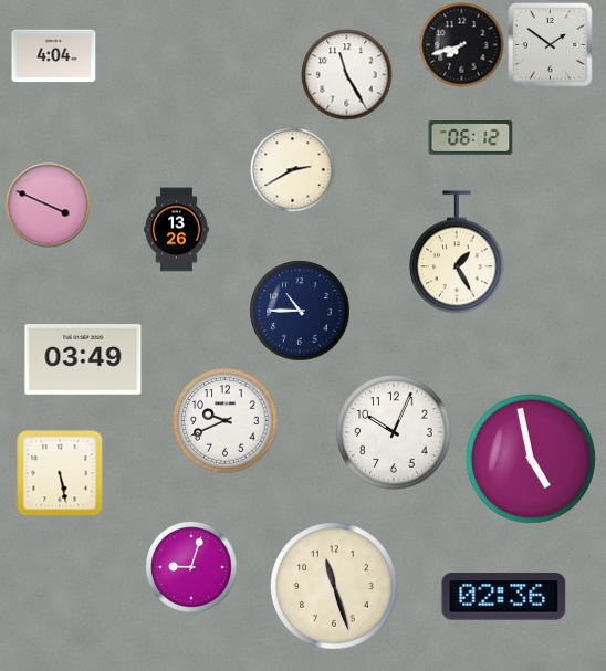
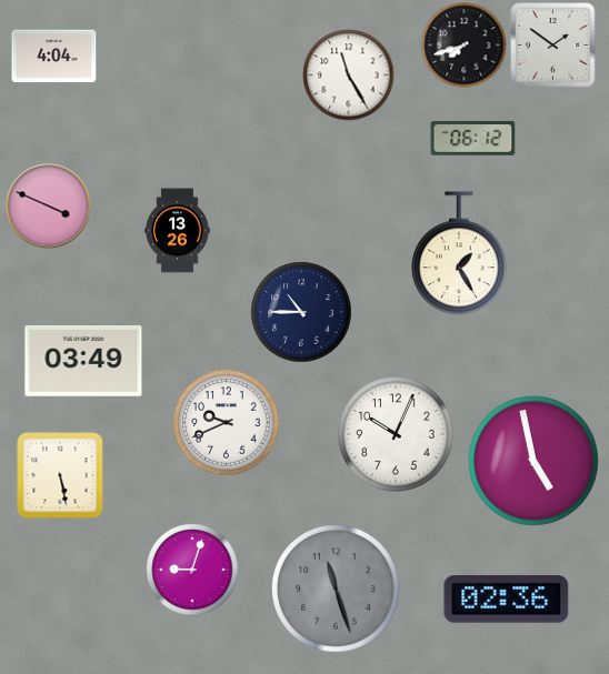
clock at (293, 170): 2:40 -> none
clock at (334, 586) dial: cream -> grey
